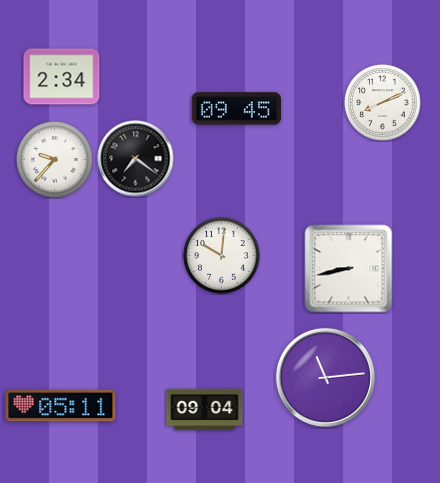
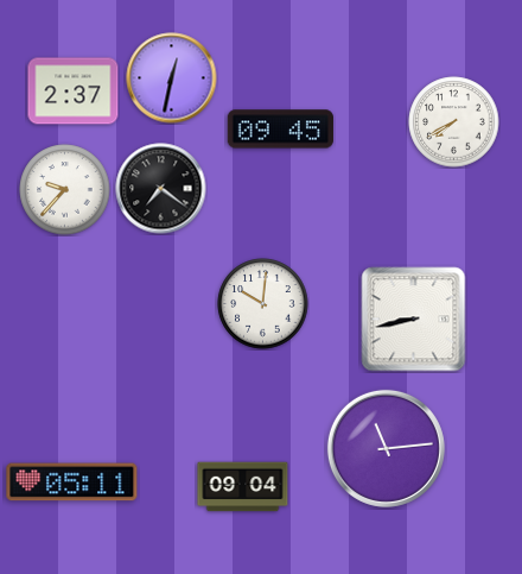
clock at (172, 78): none -> 12:32
clock at (62, 77): 2:34 -> 2:37
clock at (383, 103): 8:11 -> 7:40
